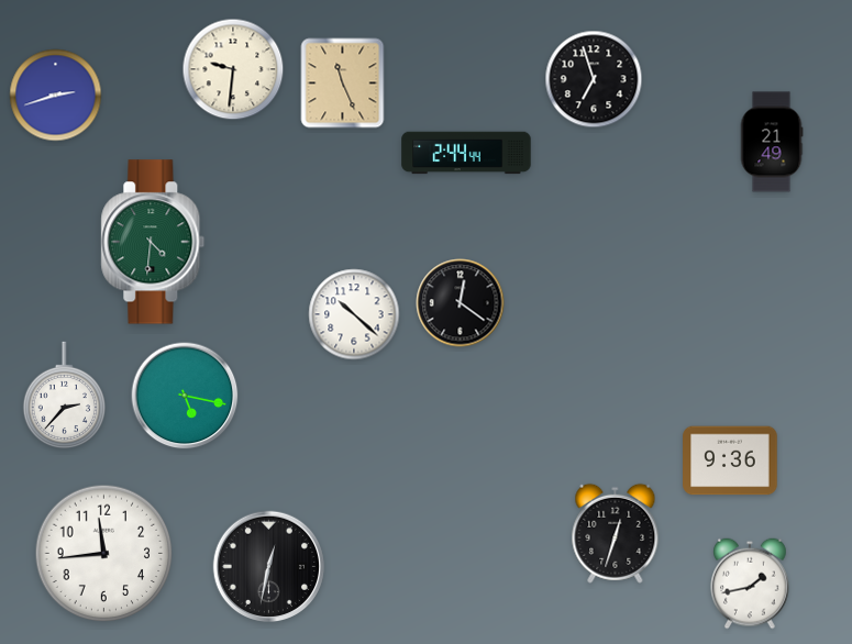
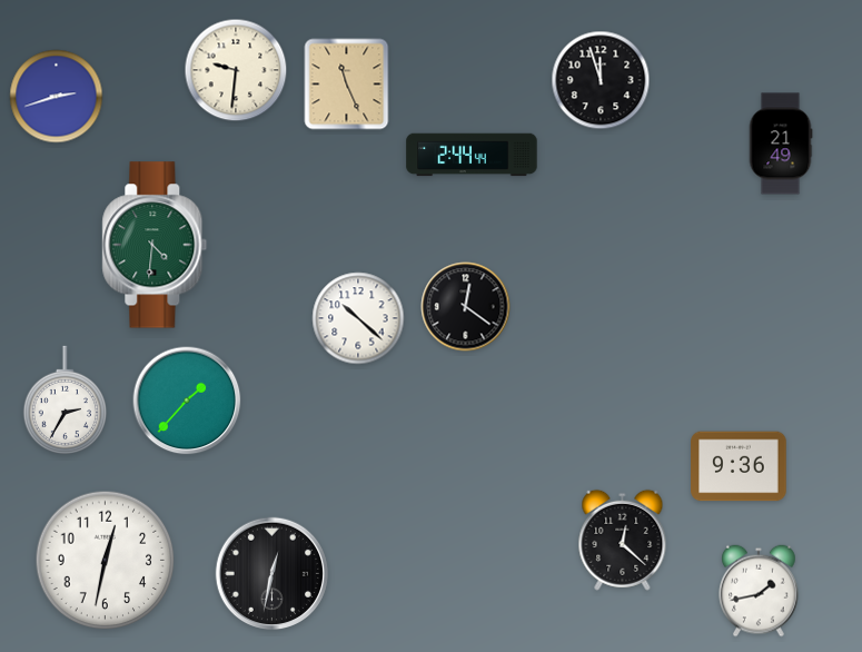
clock at (594, 79): 6:57 -> 11:57
clock at (64, 396): 2:37 -> 2:35
clock at (185, 396): 5:17 -> 1:37
clock at (616, 533): 12:33 -> 12:22
clock at (104, 554): 11:44 -> 12:32
